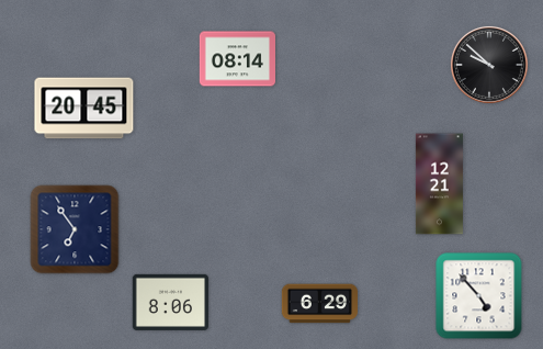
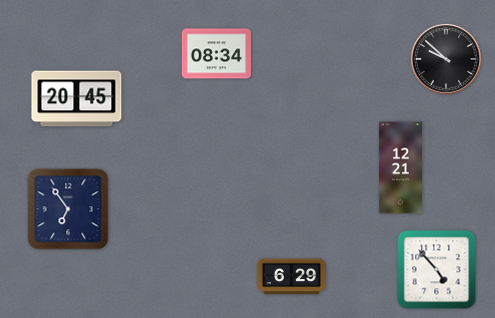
clock at (237, 59): 08:14 -> 08:34
clock at (170, 302): 8:06 -> none
